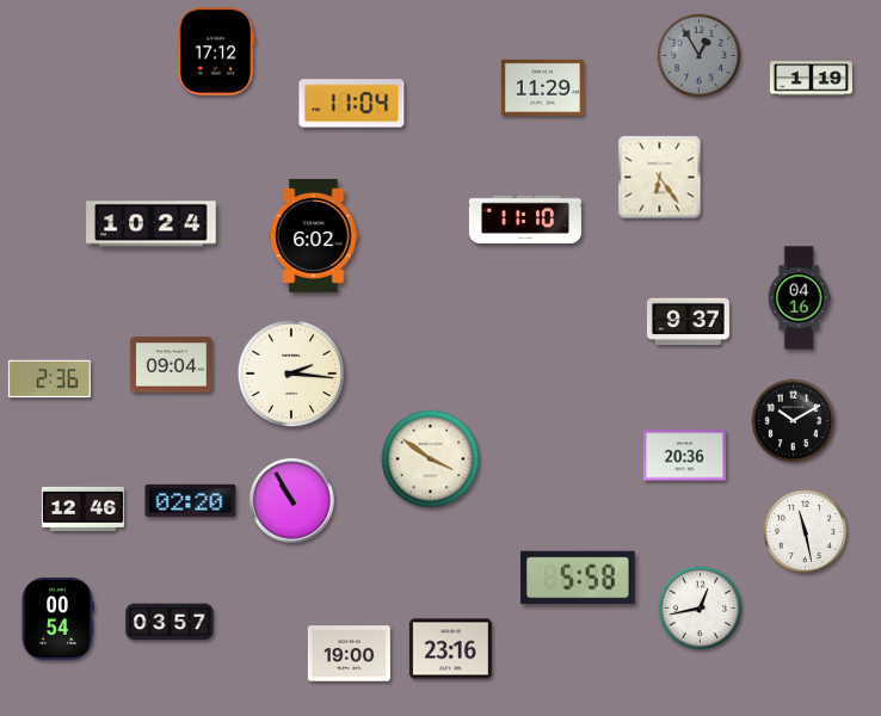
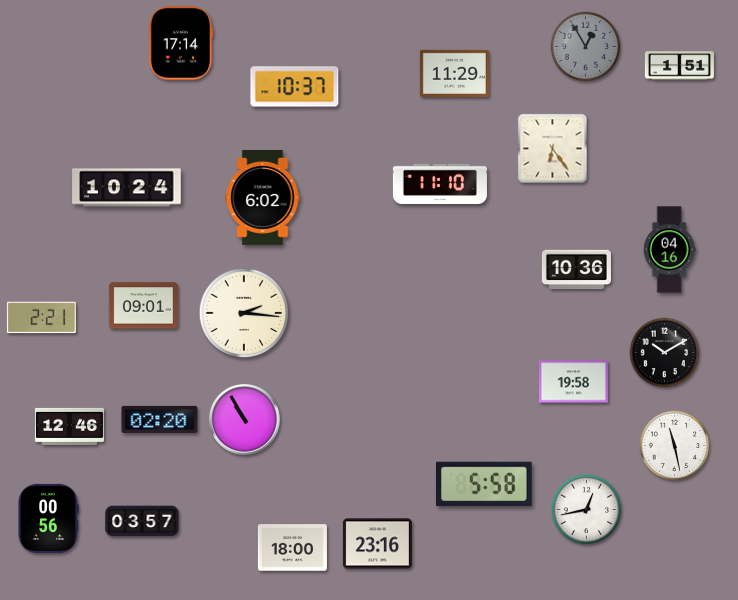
clock at (216, 51): 17:12 -> 17:14
clock at (811, 79): 1:19 -> 1:51
clock at (352, 104): 11:04 -> 10:37
clock at (688, 322): 9:37 -> 10:36
clock at (171, 365): 09:04 -> 09:01
clock at (49, 379): 2:36 -> 2:21
clock at (684, 456): 20:36 -> 19:58
clock at (431, 459): 3:51 -> none
clock at (57, 618): 00:54 -> 00:56
clock at (349, 654): 19:00 -> 18:00
